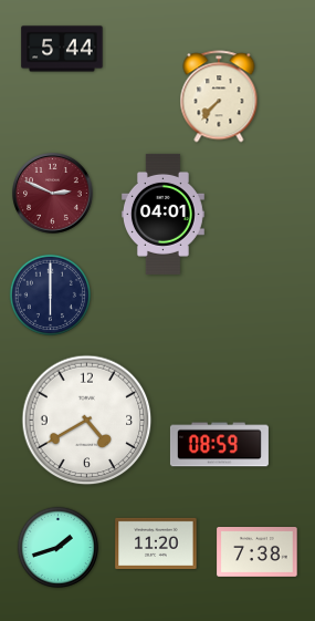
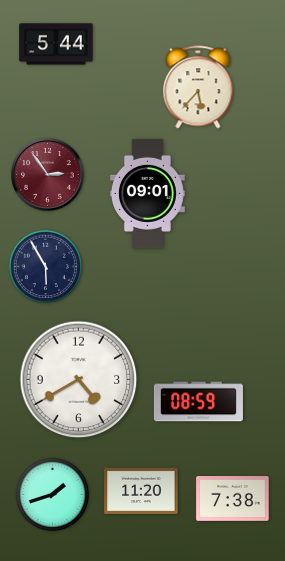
clock at (219, 96): 7:37 -> 5:37
clock at (53, 194): 2:49 -> 2:54
clock at (162, 214): 04:01 -> 09:01
clock at (50, 294): 6:00 -> 5:55
